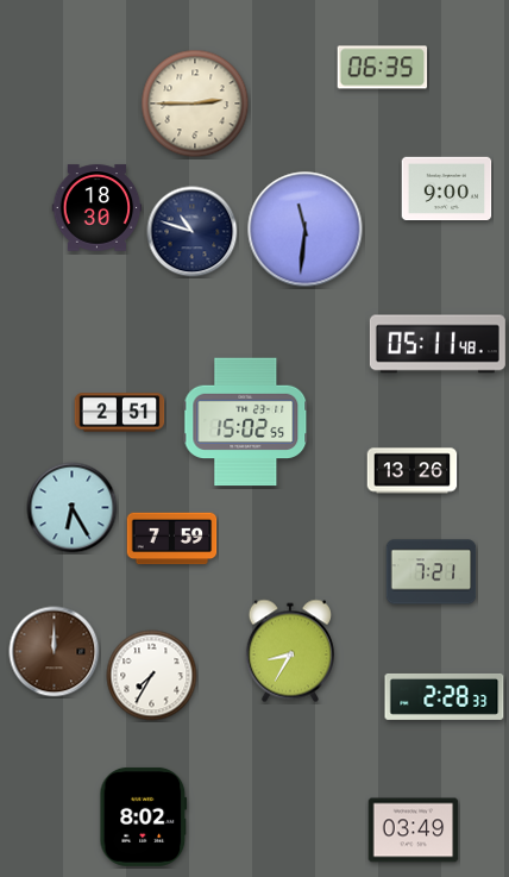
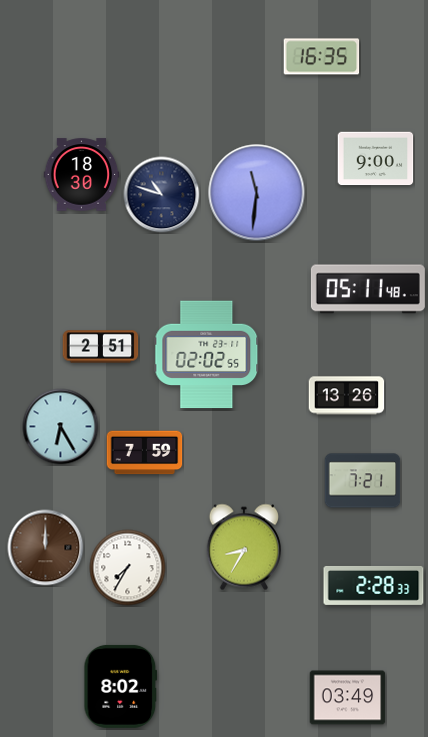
clock at (383, 68): 06:35 -> 16:35
clock at (195, 104): 2:45 -> none
clock at (246, 422): 15:02 -> 02:02
